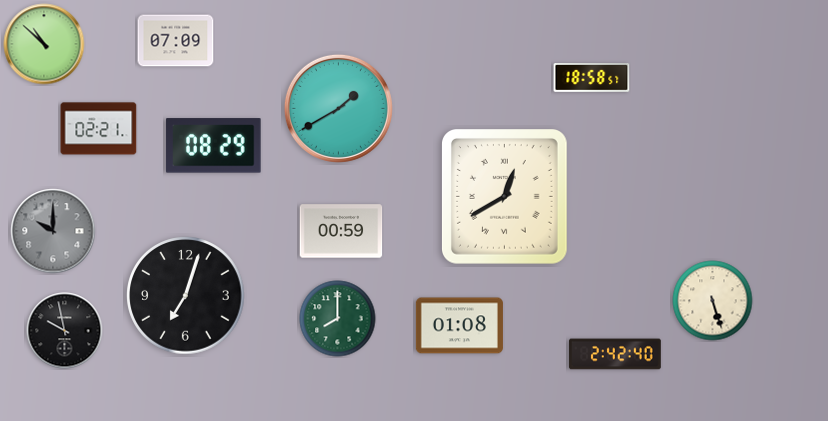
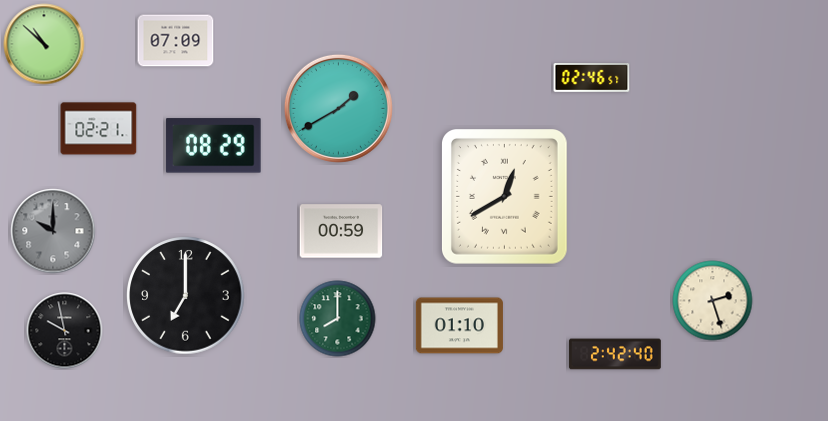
clock at (592, 78): 18:58 -> 02:46
clock at (186, 296): 7:03 -> 7:00
clock at (713, 301): 5:27 -> 2:27
clock at (459, 326): 01:08 -> 01:10
